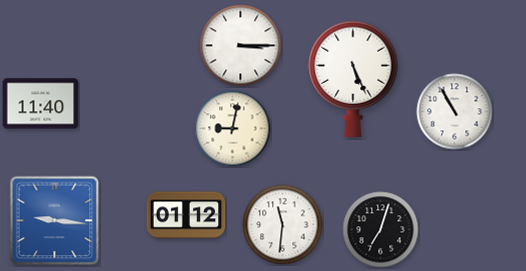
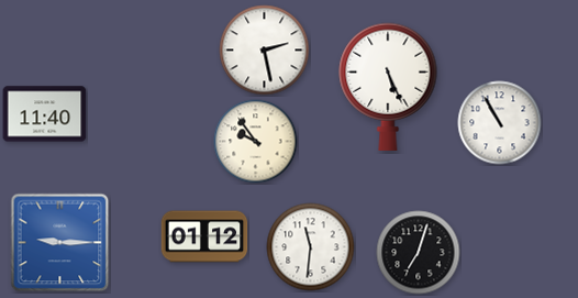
clock at (241, 46): 3:15 -> 2:28
clock at (233, 129): 9:02 -> 9:54
clock at (55, 221): 9:16 -> 9:15
